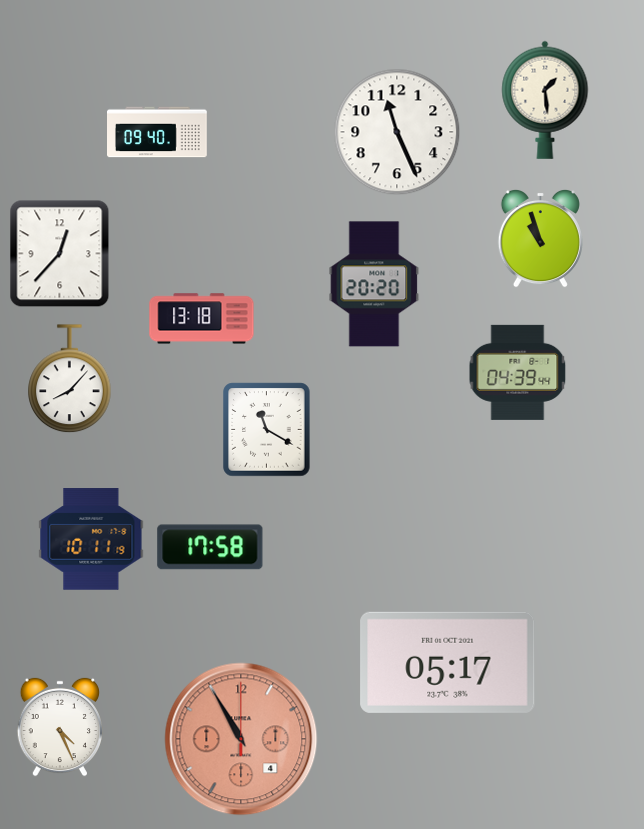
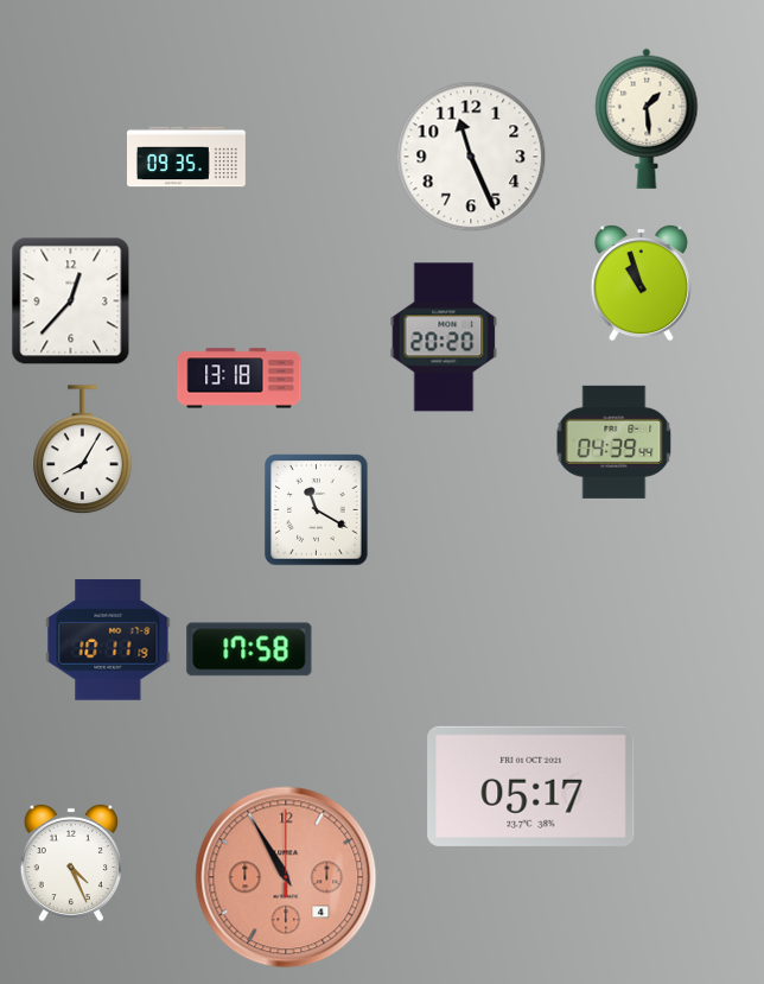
clock at (158, 132): 09:40 -> 09:35
clock at (70, 379): 8:07 -> 8:05
